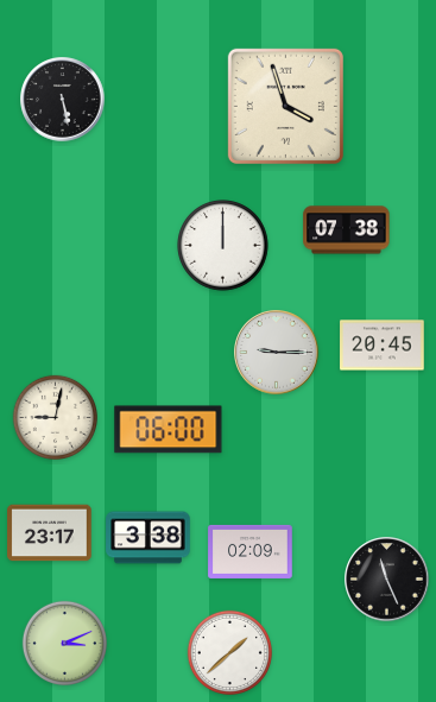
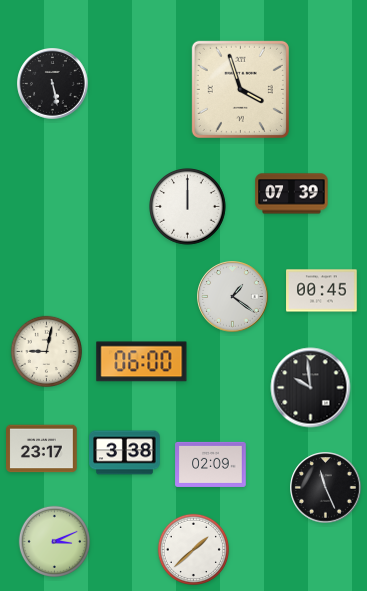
clock at (347, 230): 07:38 -> 07:39
clock at (383, 346): 20:45 -> 00:45
clock at (277, 353): 9:15 -> 1:21
clock at (311, 388): none -> 9:59
